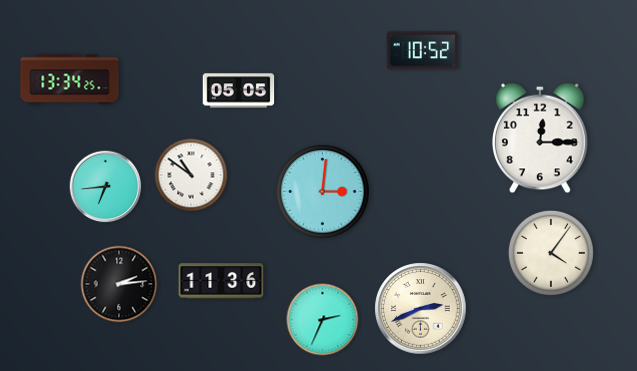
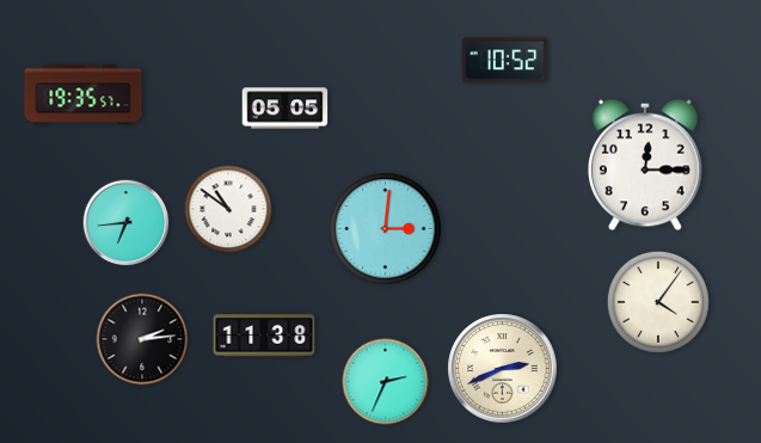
clock at (70, 80): 13:34 -> 19:35
clock at (221, 281): 11:36 -> 11:38
